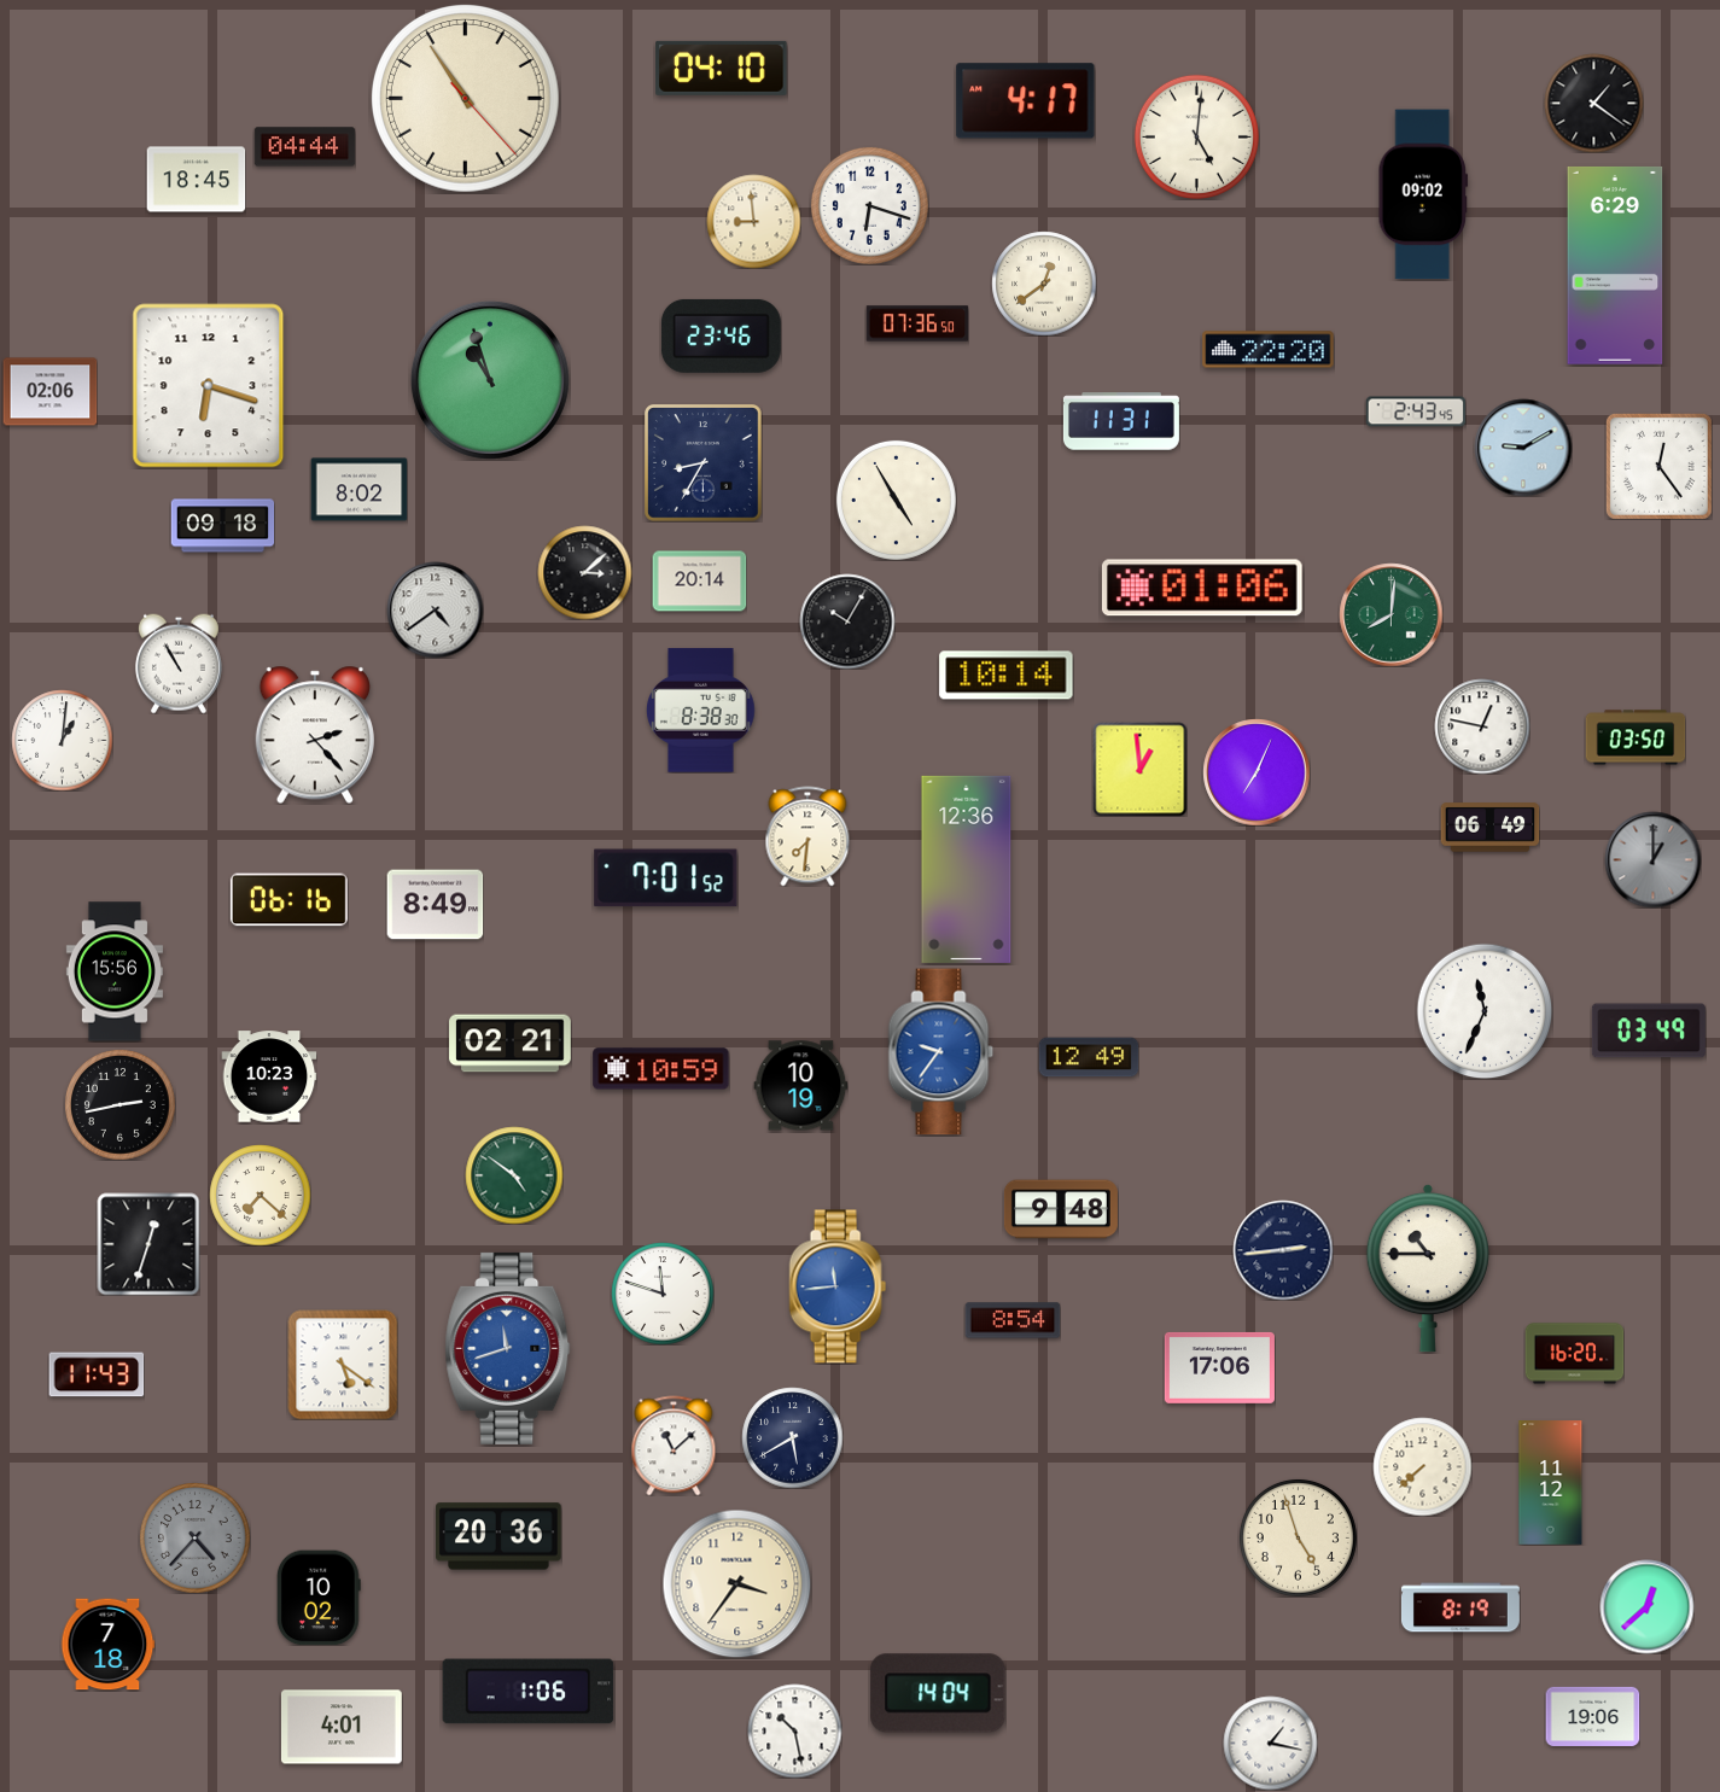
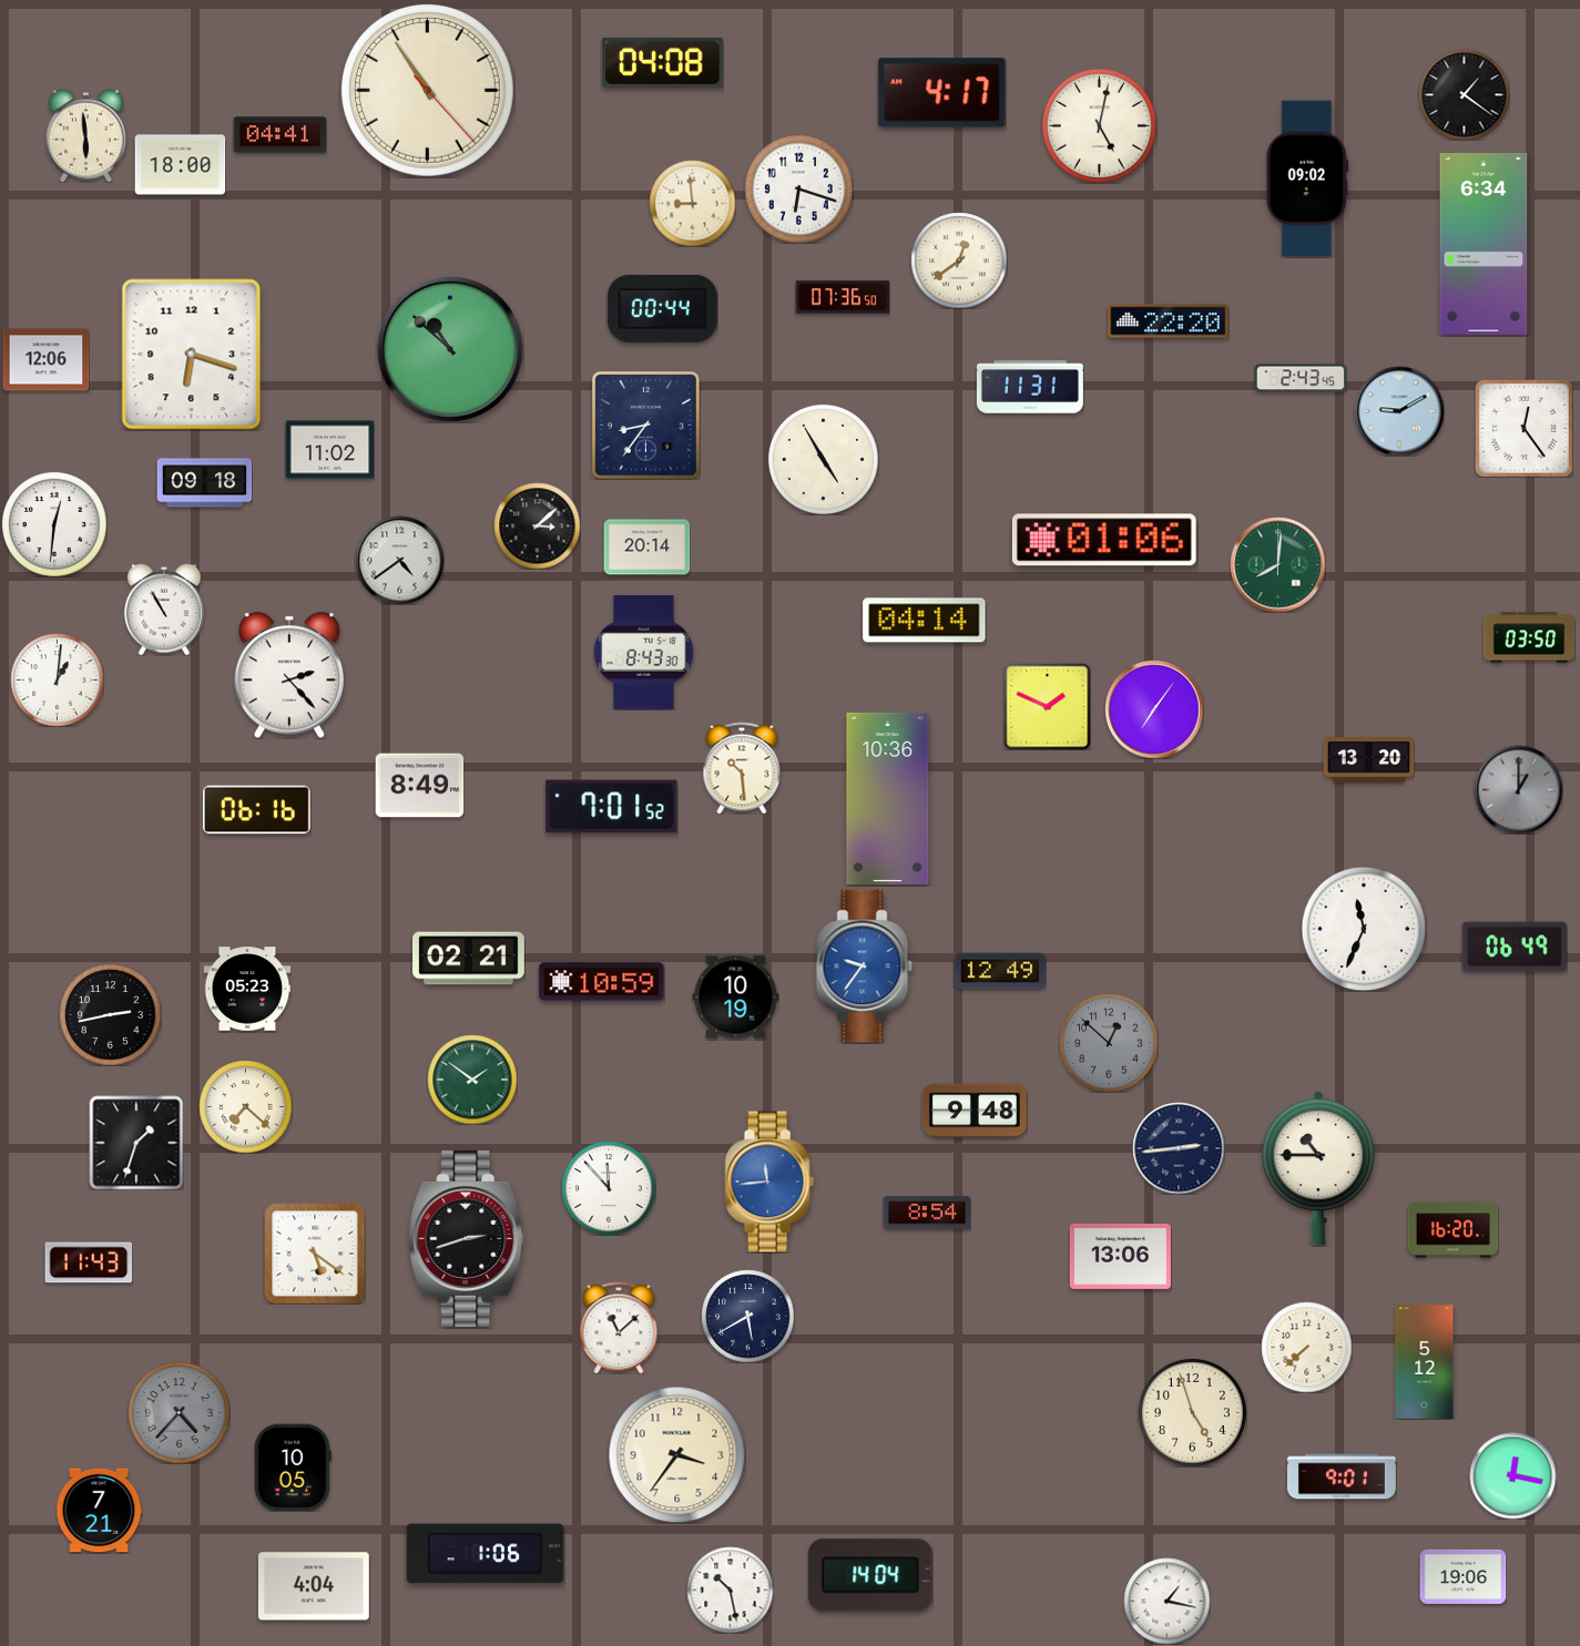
clock at (722, 68): 04:10 -> 04:08
clock at (1196, 136): 5:01 -> 5:02
clock at (85, 135): none -> 5:59
clock at (304, 147): 04:44 -> 04:41
clock at (196, 180): 18:45 -> 18:00
clock at (1615, 265): 6:29 -> 6:34
clock at (721, 335): 23:46 -> 00:44
clock at (1269, 350) position: (1269, 350) -> (1169, 321)
clock at (490, 380): 10:57 -> 10:52
clock at (49, 392): 02:06 -> 12:06
clock at (704, 463): 8:35 -> 8:36
clock at (358, 490): 8:02 -> 11:02
clock at (54, 524): none -> 12:31
clock at (699, 582) position: (699, 582) -> (646, 548)
clock at (847, 621): 10:05 -> none
clock at (1007, 676): 10:14 -> 04:14
clock at (701, 711): 8:38 -> 8:43
clock at (1482, 726): 12:47 -> none
clock at (1636, 737) position: (1636, 737) -> (1529, 637)
clock at (1139, 769): 12:59 -> 1:49
clock at (1257, 772): 7:04 -> 7:06
clock at (1489, 828): 06:49 -> 13:20
clock at (807, 836): 7:31 -> 10:29
clock at (967, 869): 12:36 -> 10:36
clock at (288, 900) position: (288, 900) -> (256, 810)
clock at (435, 905) position: (435, 905) -> (419, 786)
clock at (115, 971): 15:56 -> none
clock at (1649, 1031): 03:49 -> 06:49
clock at (661, 1069) position: (661, 1069) -> (602, 982)
clock at (269, 1076): 10:23 -> 05:23
clock at (1109, 1043): none -> 12:52
clock at (514, 1175): 4:51 -> 1:51
clock at (260, 1195) position: (260, 1195) -> (245, 1106)
clock at (148, 1244): 12:33 -> 1:33
clock at (1428, 1268) position: (1428, 1268) -> (1318, 1168)
clock at (663, 1294): 11:48 -> 11:53
clock at (1013, 1320) position: (1013, 1320) -> (927, 1213)
clock at (508, 1348): 11:42 -> 2:42
clock at (508, 1348) dial: blue -> black
clock at (1574, 1354) position: (1574, 1354) -> (1452, 1230)
clock at (1219, 1367): 17:06 -> 13:06
clock at (792, 1437) position: (792, 1437) -> (747, 1316)
clock at (1551, 1483): 11:12 -> 5:12
clock at (498, 1536): 20:36 -> none
clock at (320, 1598): 10:02 -> 10:05
clock at (1646, 1606): 12:38 -> 12:17
clock at (1460, 1607): 8:19 -> 9:01
clock at (107, 1645): 7:18 -> 7:21
clock at (938, 1693) position: (938, 1693) -> (870, 1575)
clock at (342, 1727): 4:01 -> 4:04
